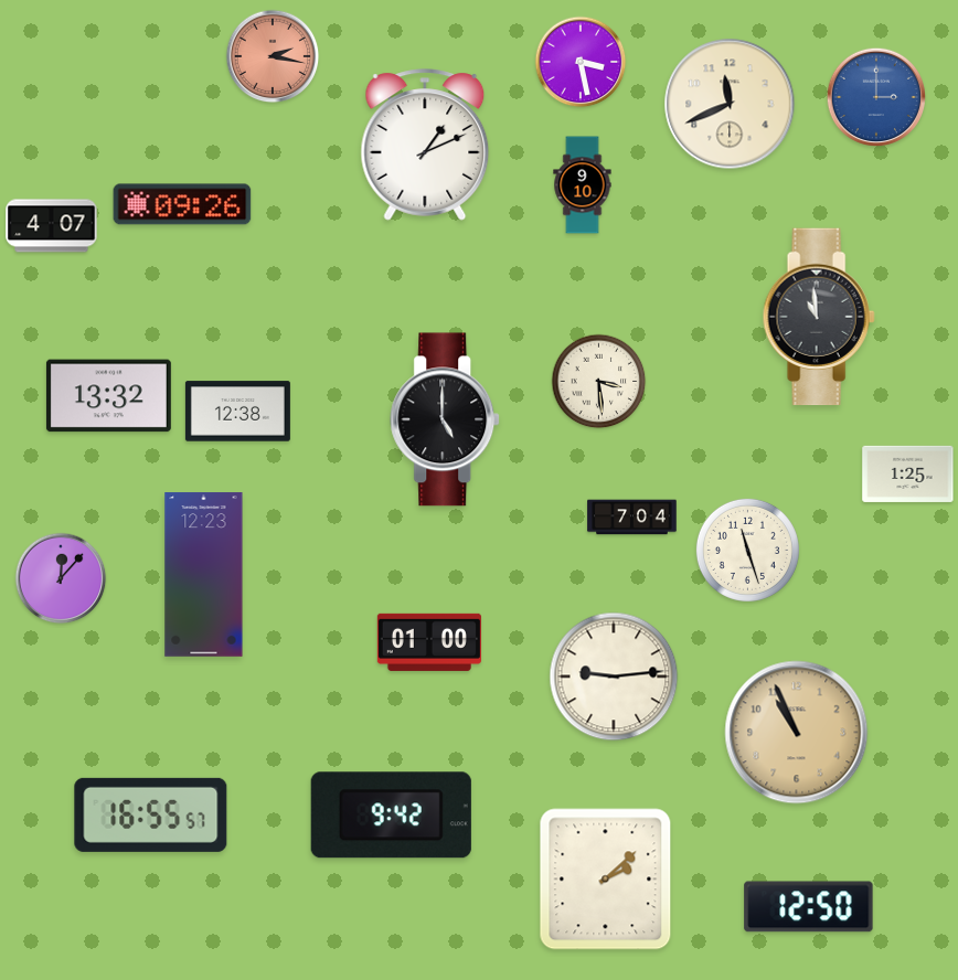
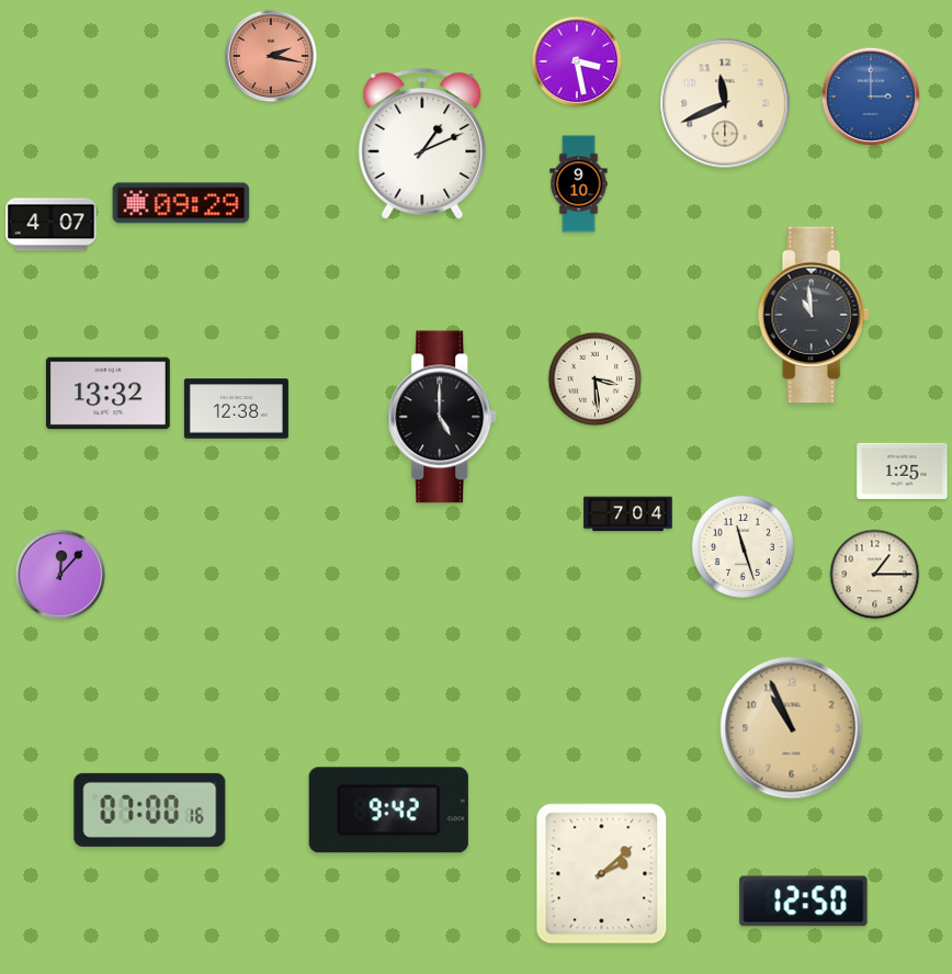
clock at (182, 204): 09:26 -> 09:29
clock at (204, 575): 12:23 -> none
clock at (875, 575): none -> 1:15
clock at (429, 642): 01:00 -> none
clock at (614, 677): 9:14 -> none
clock at (151, 814): 16:55 -> 07:00
